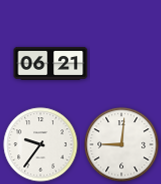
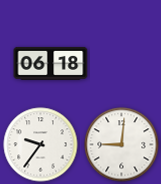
clock at (51, 63): 06:21 -> 06:18
